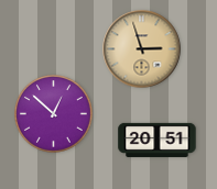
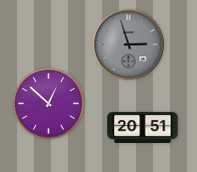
clock at (142, 49) dial: champagne -> grey
